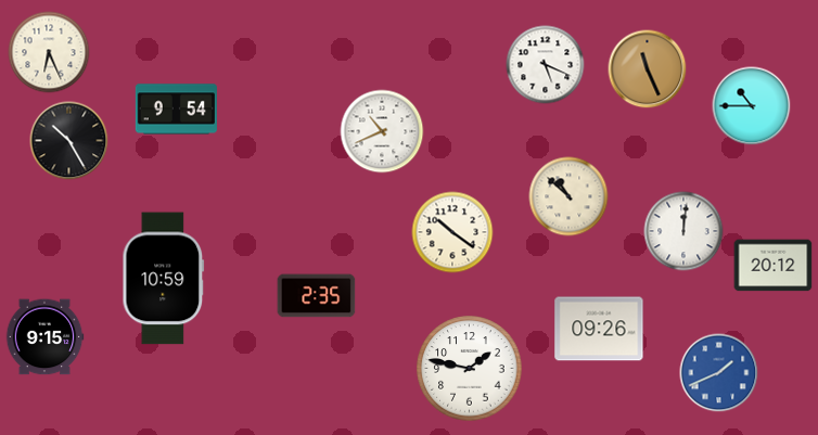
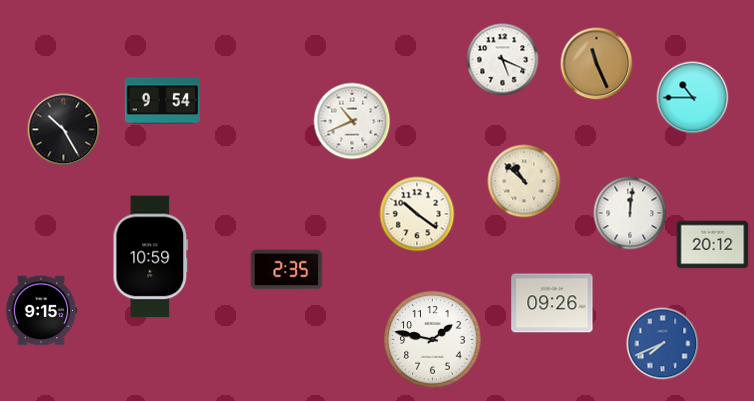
clock at (49, 52): 6:26 -> none
clock at (317, 296) position: (317, 296) -> (287, 270)
clock at (719, 373): 1:41 -> 7:41
